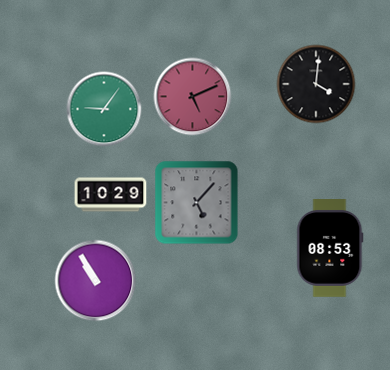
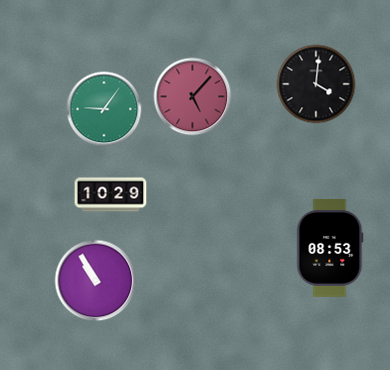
clock at (193, 97): 5:11 -> 5:07
clock at (197, 203): 5:07 -> none
